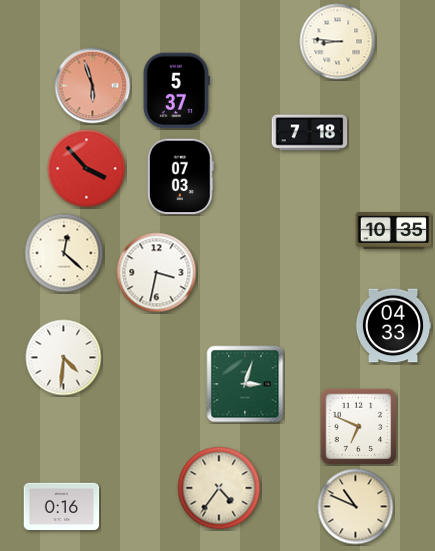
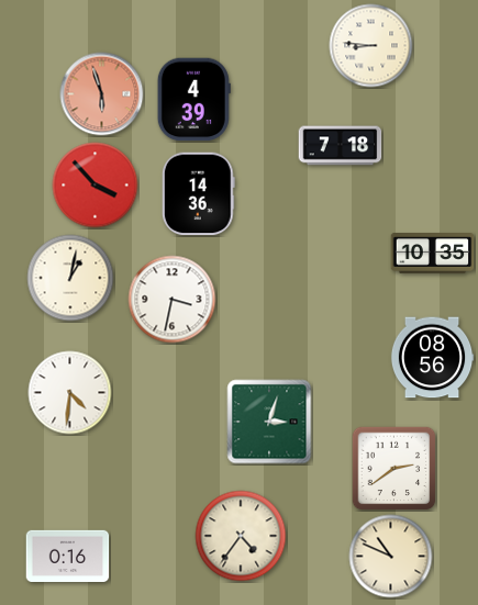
clock at (176, 91): 5:37 -> 4:39
clock at (180, 177): 07:03 -> 14:36
clock at (64, 253): 12:22 -> 1:02
clock at (393, 326): 04:33 -> 08:56
clock at (358, 426): 6:49 -> 2:39
